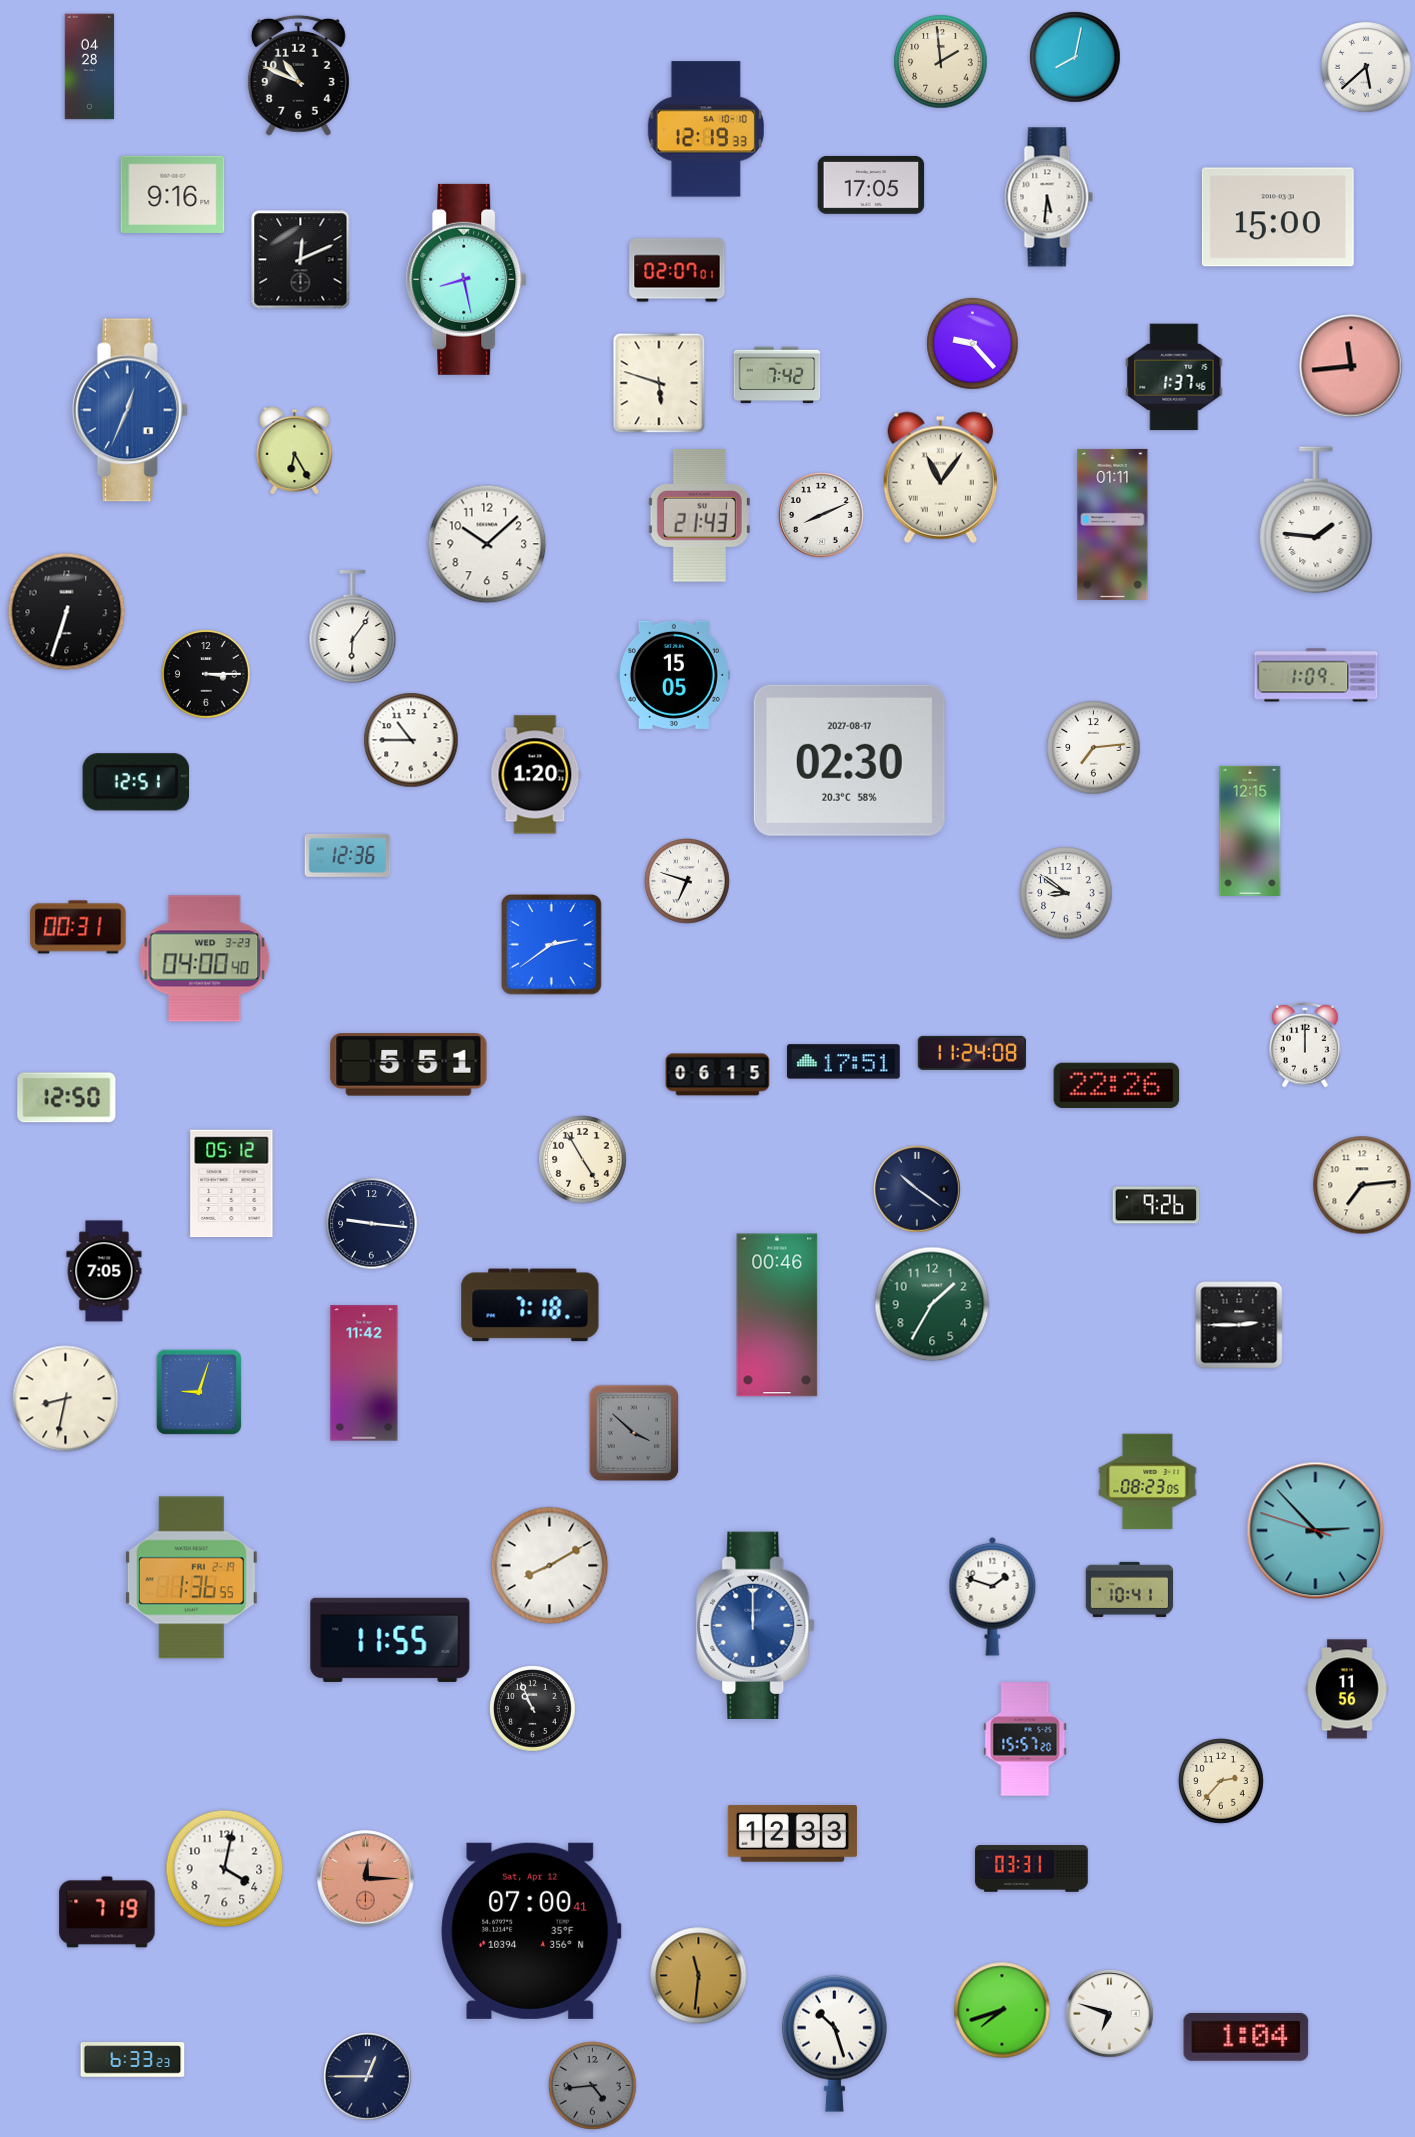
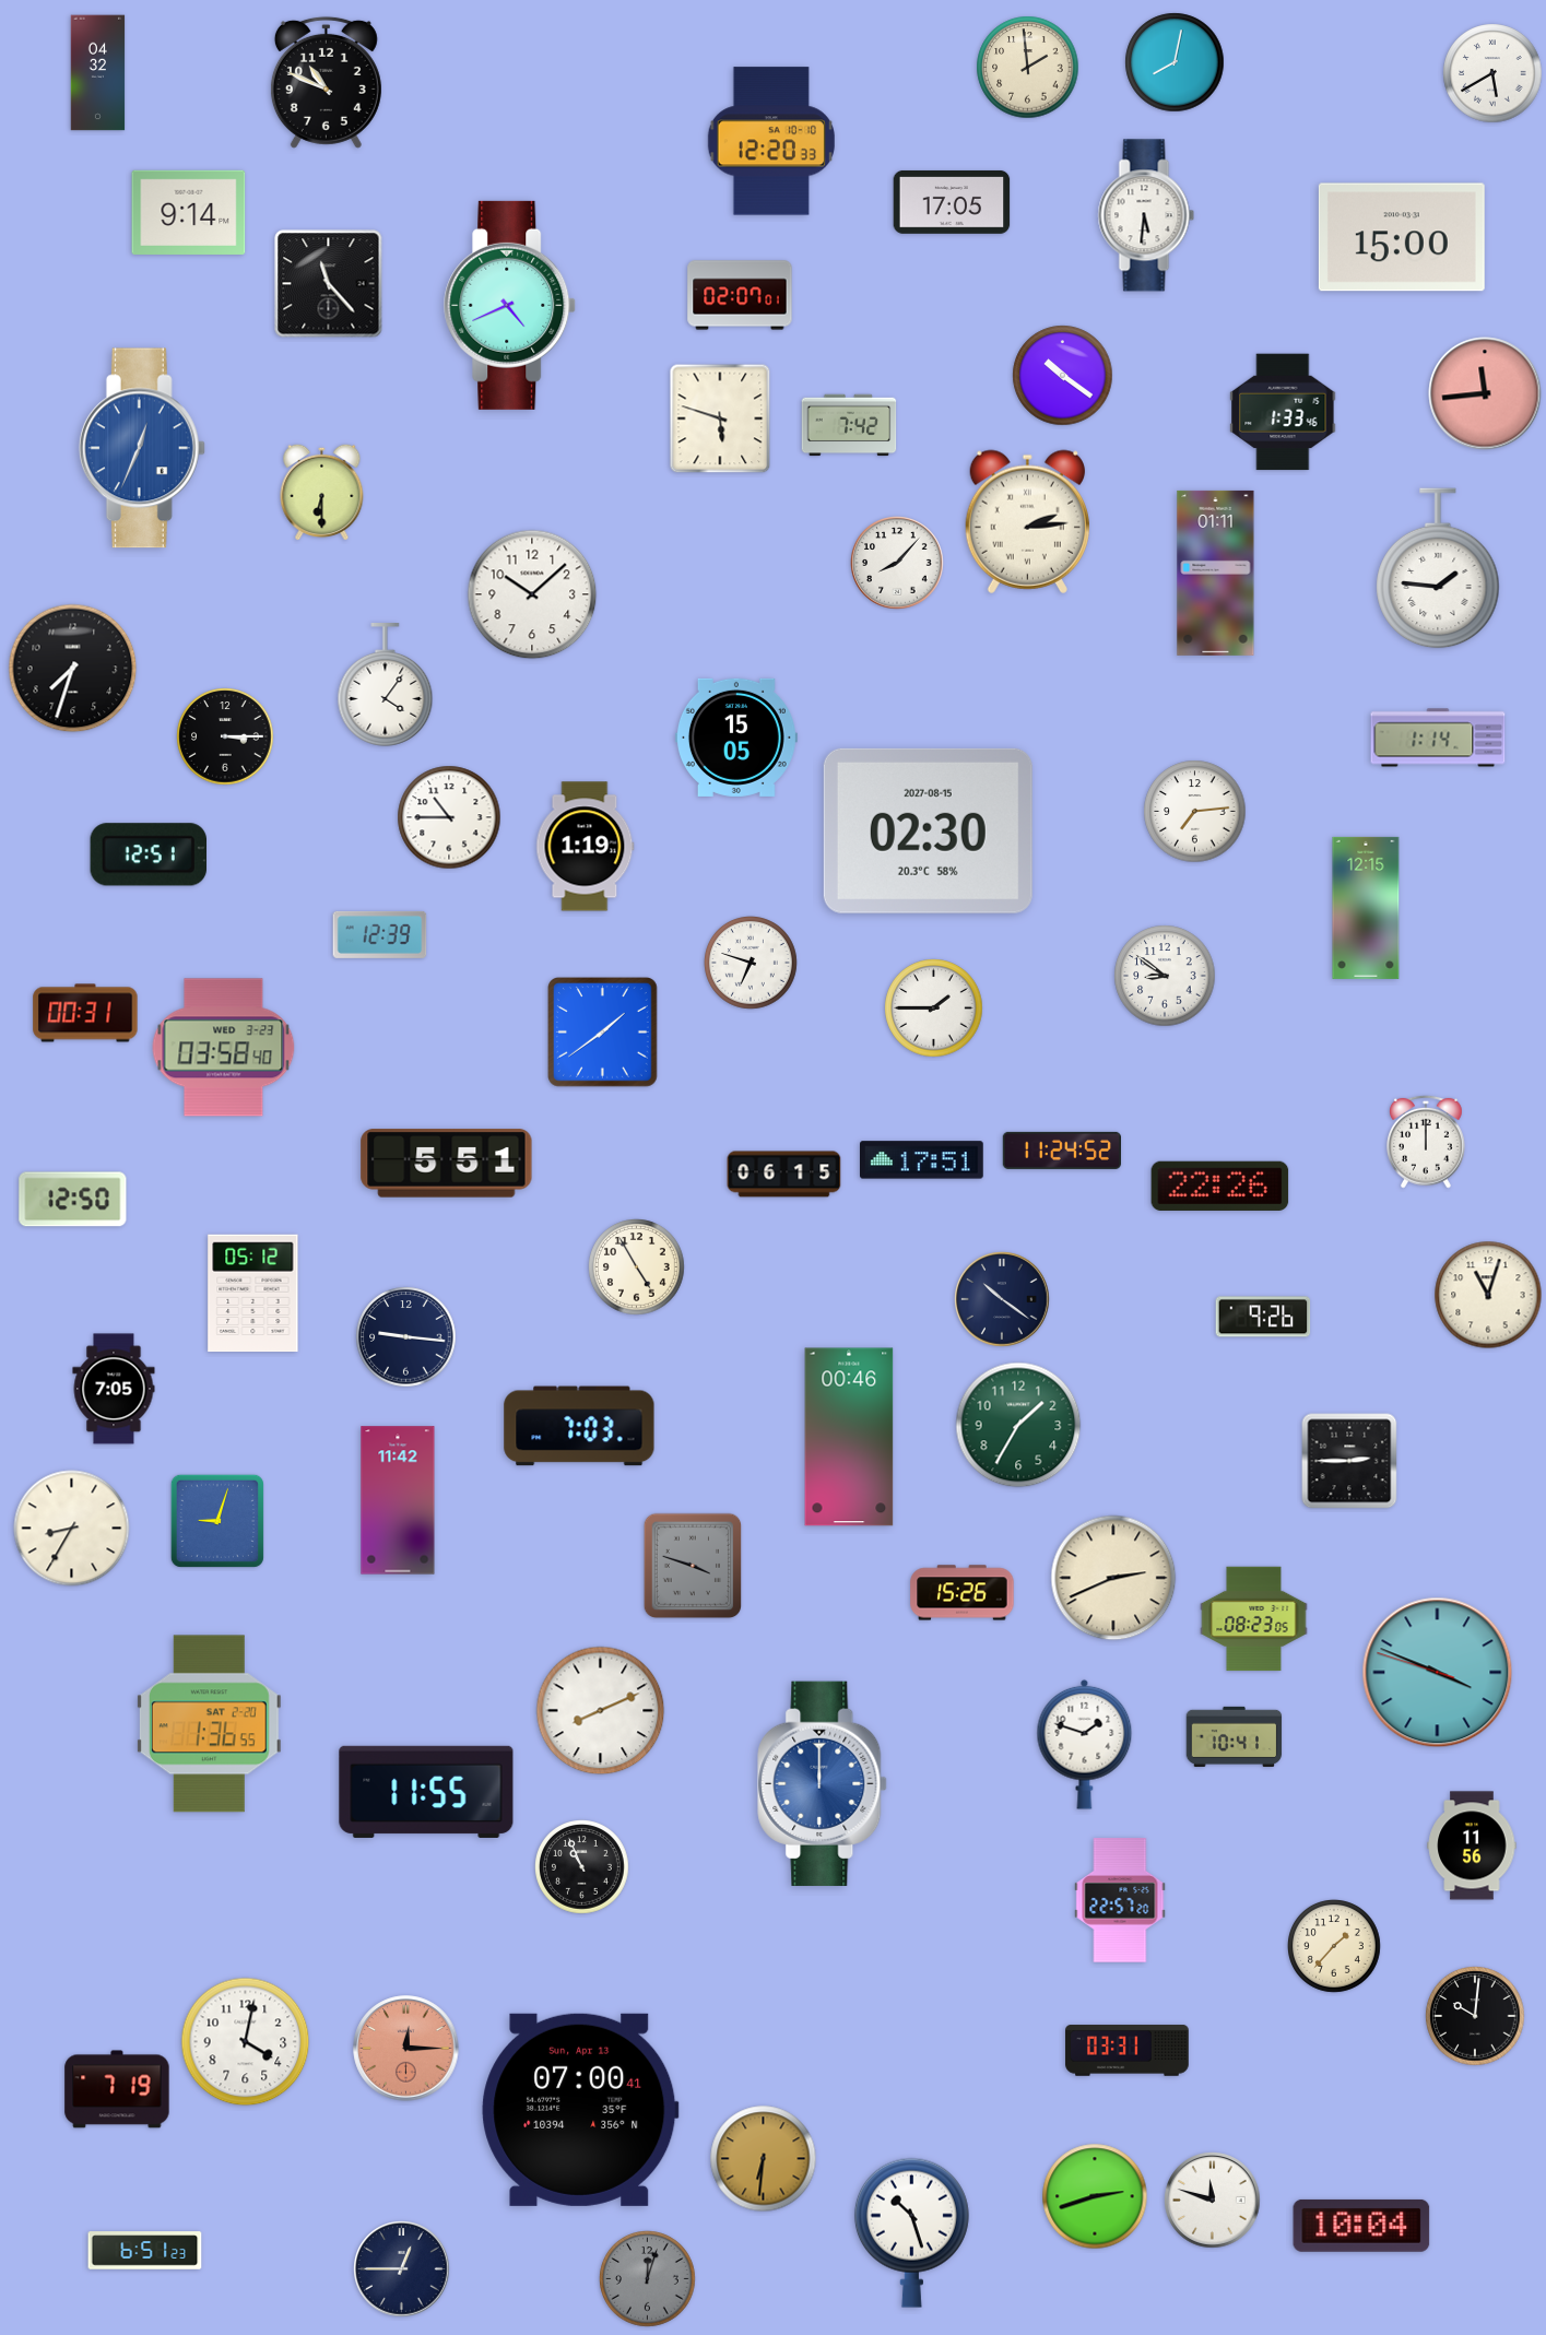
clock at (90, 67): 04:28 -> 04:32
clock at (1366, 67): 5:38 -> 5:40
clock at (706, 129): 12:19 -> 12:20
clock at (173, 194): 9:16 -> 9:14
clock at (1278, 217) position: (1278, 217) -> (1402, 237)
clock at (301, 260): 12:11 -> 11:23
clock at (467, 279): 8:28 -> 4:41
clock at (973, 344): 9:23 -> 10:21
clock at (1351, 366) position: (1351, 366) -> (1485, 393)
clock at (777, 375) position: (777, 375) -> (849, 425)
clock at (1174, 377): 1:37 -> 1:33
clock at (295, 450): 6:25 -> 6:30
clock at (940, 477): 11:06 -> 2:14
clock at (699, 515): 21:43 -> none
clock at (821, 515): 8:11 -> 8:07
clock at (67, 612): 6:33 -> 7:33
clock at (353, 627): 6:06 -> 4:06
clock at (1316, 675): 1:09 -> 1:14
clock at (411, 740) position: (411, 740) -> (449, 817)
clock at (1094, 748) position: (1094, 748) -> (1195, 812)
clock at (849, 760) date: 2027-08-17 -> 2027-08-15
clock at (536, 775): 1:20 -> 1:19
clock at (348, 855): 12:36 -> 12:39
clock at (934, 1009): none -> 1:45
clock at (552, 945): 2:39 -> 1:39
clock at (205, 959): 04:00 -> 03:58
clock at (971, 1053): 11:24:08 -> 11:24:52
clock at (1362, 1185): 7:14 -> 11:03
clock at (530, 1305): 7:18 -> 7:03
clock at (1239, 1325) position: (1239, 1325) -> (1349, 1461)
clock at (66, 1399): 8:32 -> 8:35
clock at (634, 1433): 3:52 -> 3:48
clock at (1113, 1578): none -> 2:41
clock at (963, 1593): none -> 15:26
clock at (1316, 1531): 2:52 -> 3:48
clock at (550, 1566): 8:10 -> 8:11
clock at (191, 1578) date: FRI 2-19 -> SAT 2-20
clock at (756, 1625) position: (756, 1625) -> (823, 1783)
clock at (1025, 1739): 15:57 -> 22:57
clock at (1222, 1782): 2:37 -> 1:37
clock at (792, 1834): 12:33 -> none
clock at (1475, 2016): none -> 10:01
clock at (1032, 1869) position: (1032, 1869) -> (1128, 2051)
clock at (366, 1879) position: (366, 1879) -> (406, 2049)
clock at (531, 1931) date: Sat, Apr 12 -> Sun, Apr 13
clock at (699, 1976): 11:31 -> 6:31
clock at (1002, 2010): 7:42 -> 2:42
clock at (1110, 2014): 6:48 -> 11:48
clock at (1246, 2037): 1:04 -> 10:04
clock at (133, 2060): 6:33 -> 6:51
clock at (593, 2086): 4:44 -> 12:03
